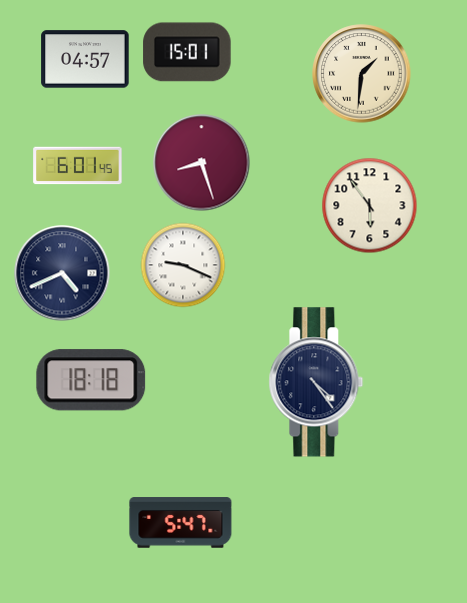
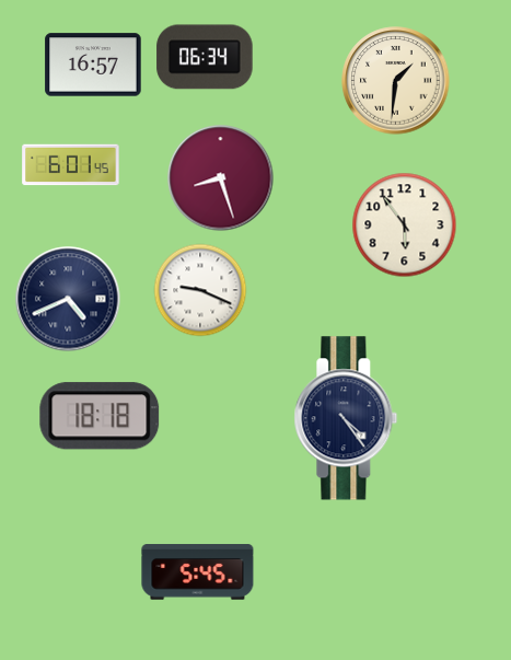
clock at (187, 52): 15:01 -> 06:34
clock at (85, 59): 04:57 -> 16:57
clock at (78, 166) position: (78, 166) -> (71, 165)
clock at (181, 523): 5:47 -> 5:45
